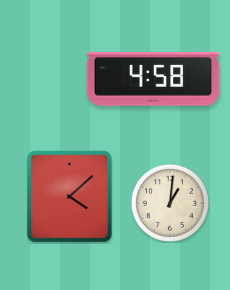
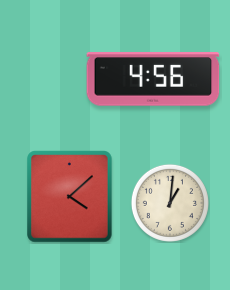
clock at (153, 79): 4:58 -> 4:56
